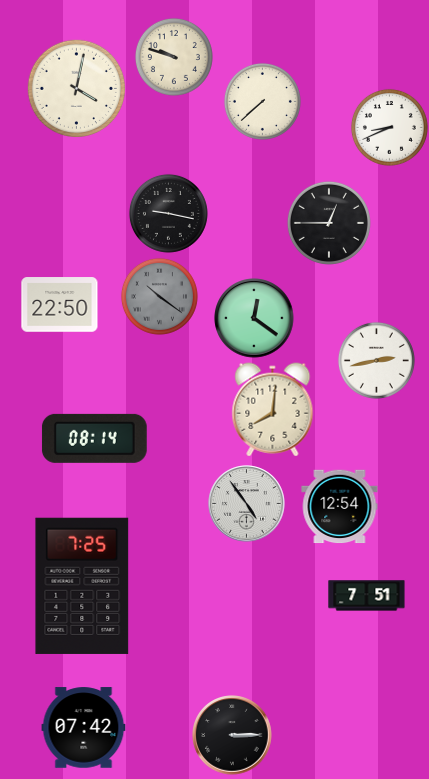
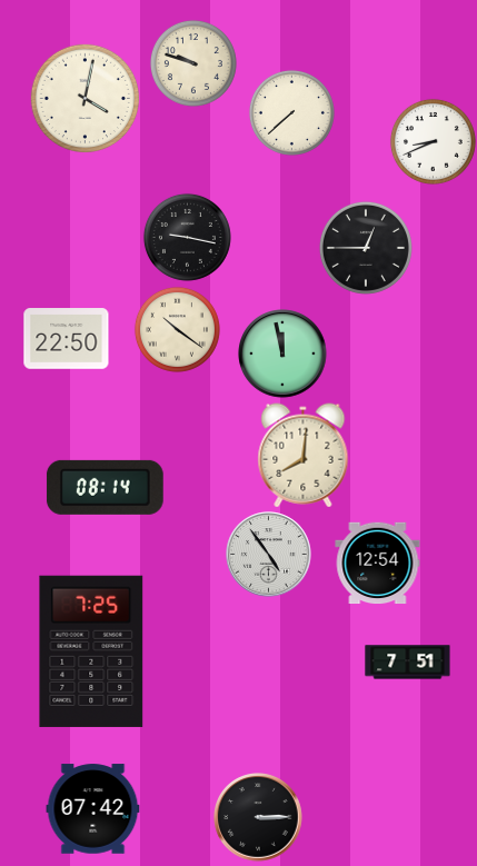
clock at (159, 296) dial: grey -> cream
clock at (254, 318): 12:21 -> 11:58
clock at (376, 360): 2:43 -> none
clock at (247, 504) position: (247, 504) -> (269, 555)
